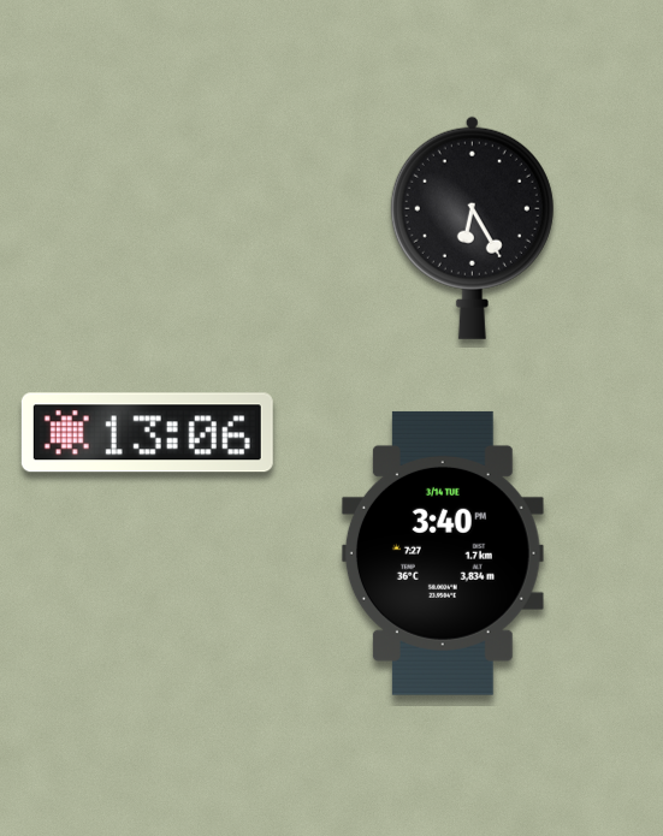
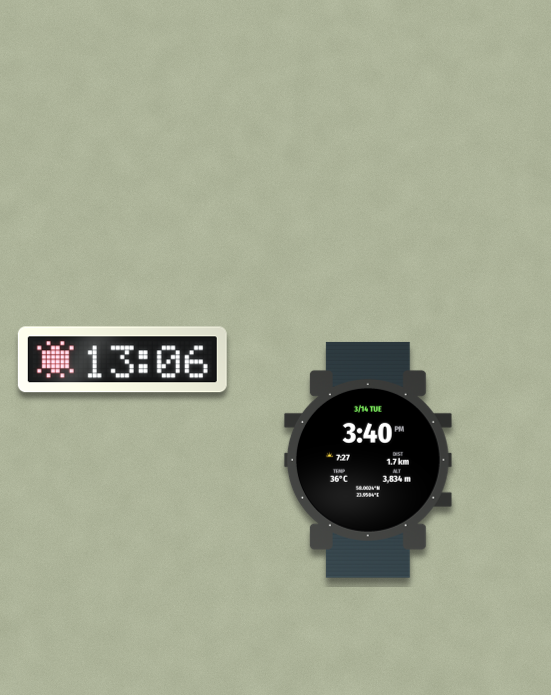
clock at (472, 227): 6:25 -> none
